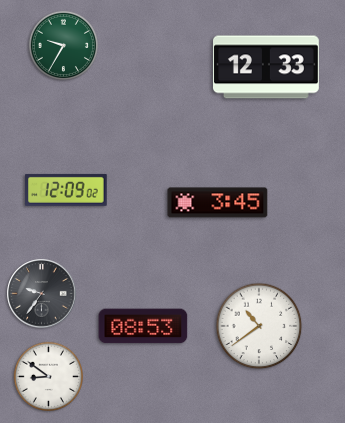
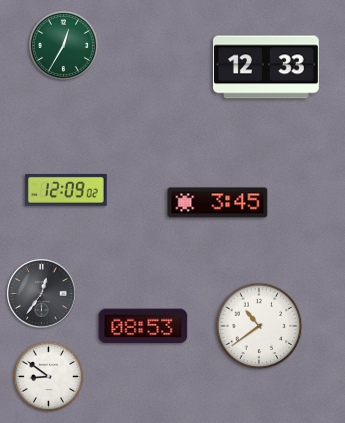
clock at (63, 45): 9:35 -> 12:35
clock at (42, 294): 9:36 -> 12:36
